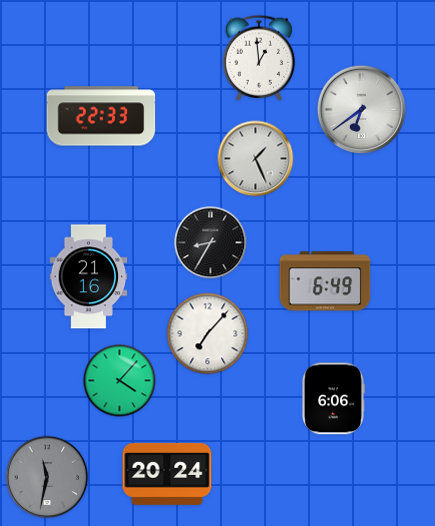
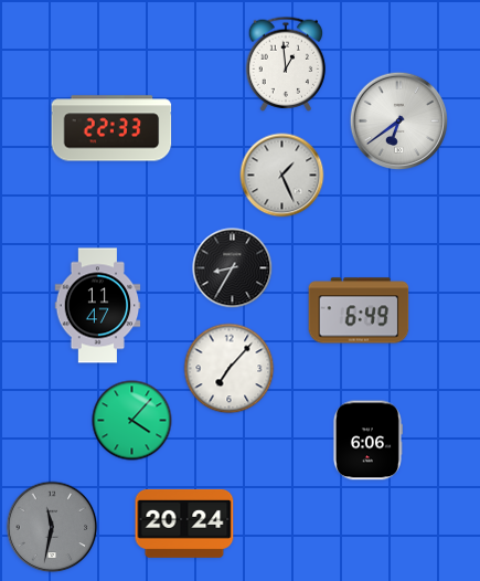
clock at (89, 277): 21:16 -> 11:47
